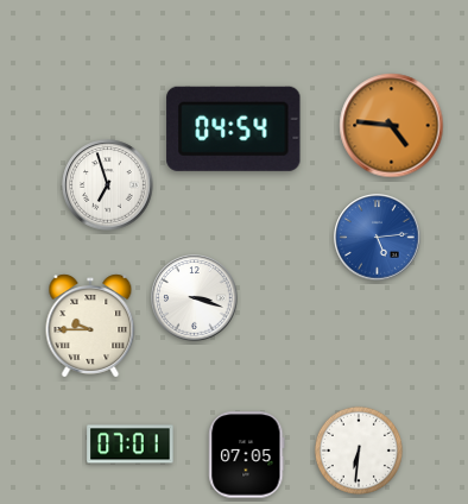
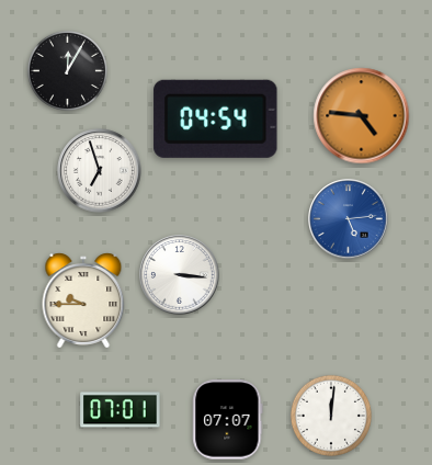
clock at (67, 70): none -> 12:05
clock at (195, 298): 3:18 -> 3:16
clock at (359, 451): 6:31 -> 12:01
clock at (247, 455): 07:05 -> 07:07
